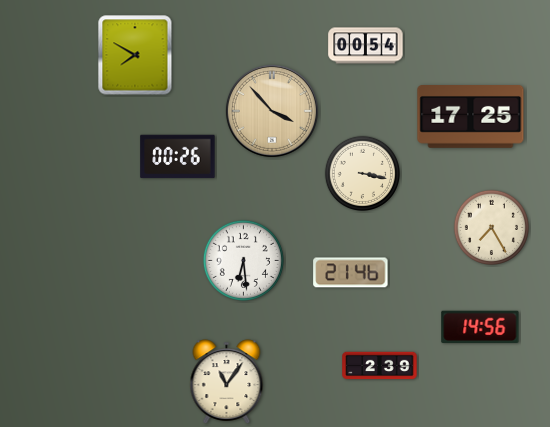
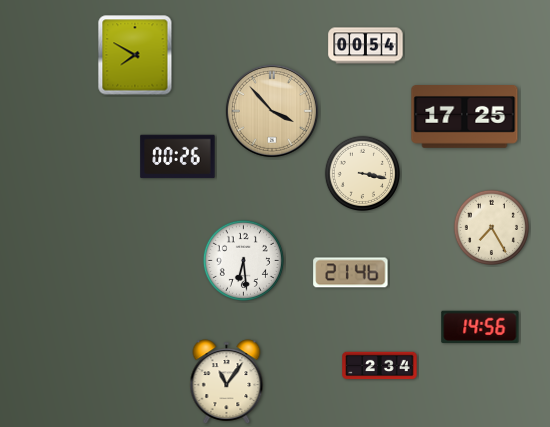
clock at (471, 117) position: (471, 117) -> (465, 117)
clock at (380, 366): 2:39 -> 2:34
